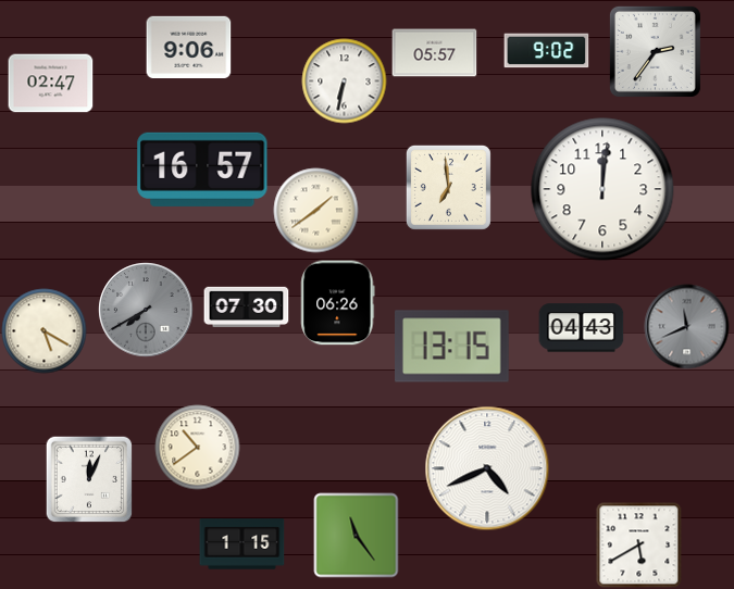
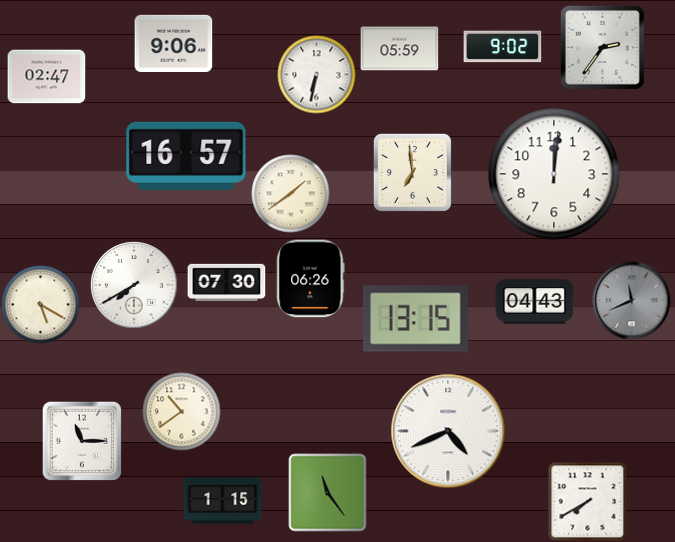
clock at (434, 53): 05:57 -> 05:59
clock at (146, 310) dial: grey -> white
clock at (89, 479): 12:04 -> 11:15
clock at (638, 544): 5:40 -> 7:40
